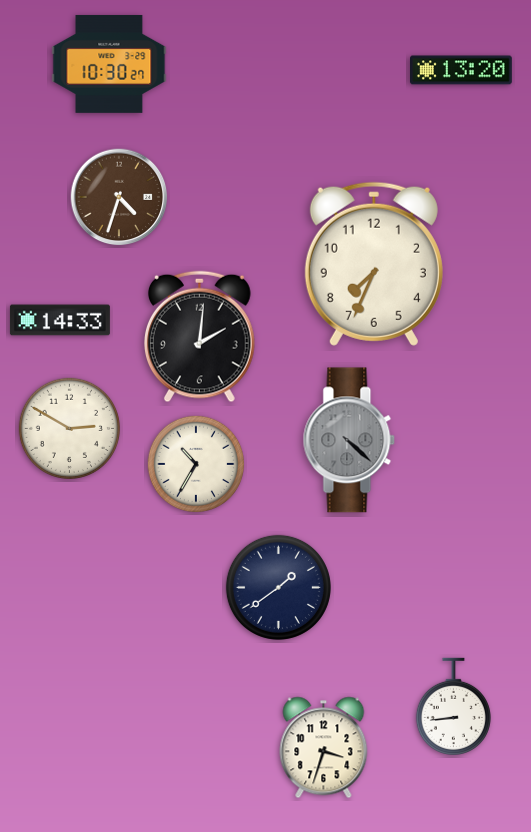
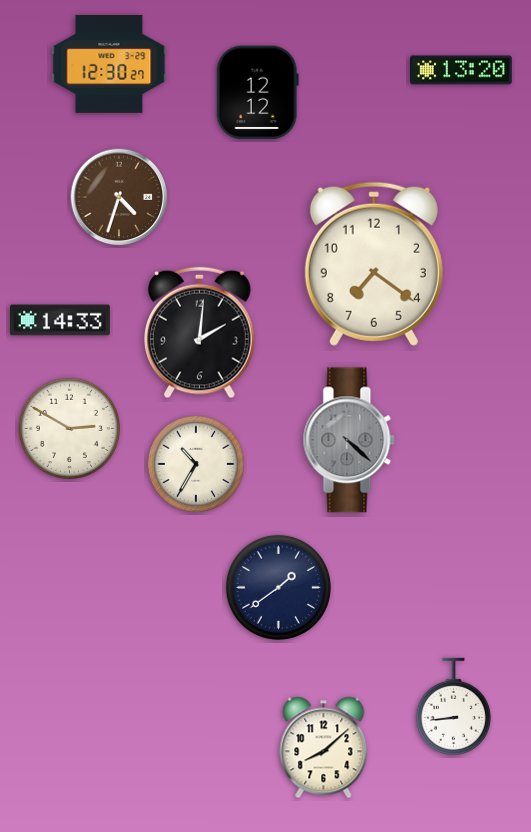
clock at (109, 64): 10:30 -> 12:30
clock at (257, 93): none -> 12:12
clock at (374, 264): 7:34 -> 7:21
clock at (200, 337) position: (200, 337) -> (200, 333)
clock at (324, 748): 3:33 -> 8:08
